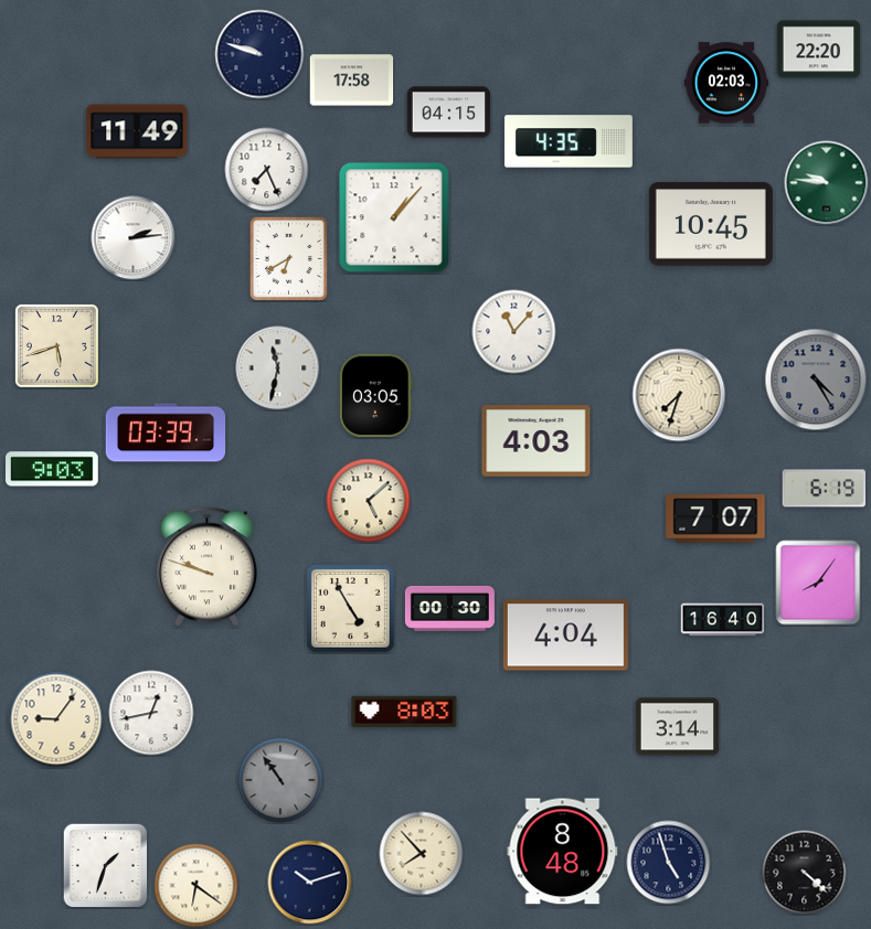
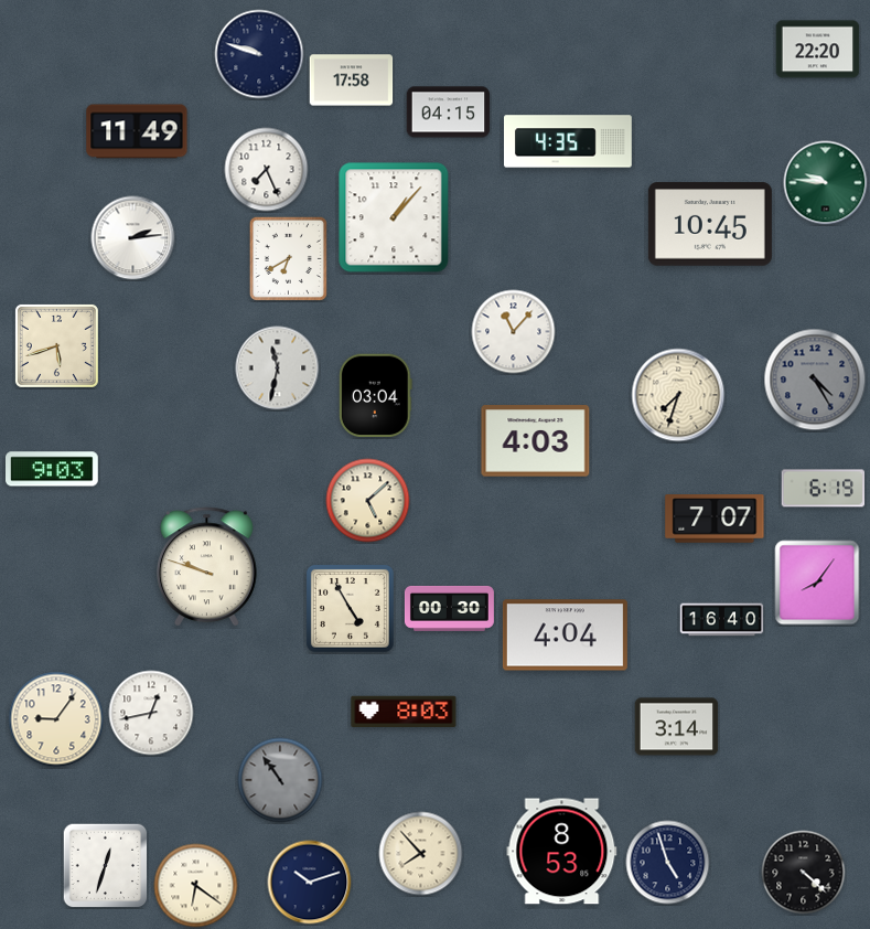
clock at (726, 83): 02:03 -> none
clock at (376, 396): 03:05 -> 03:04
clock at (166, 433): 03:39 -> none
clock at (563, 852): 8:48 -> 8:53
clock at (105, 865): 1:33 -> 12:33
